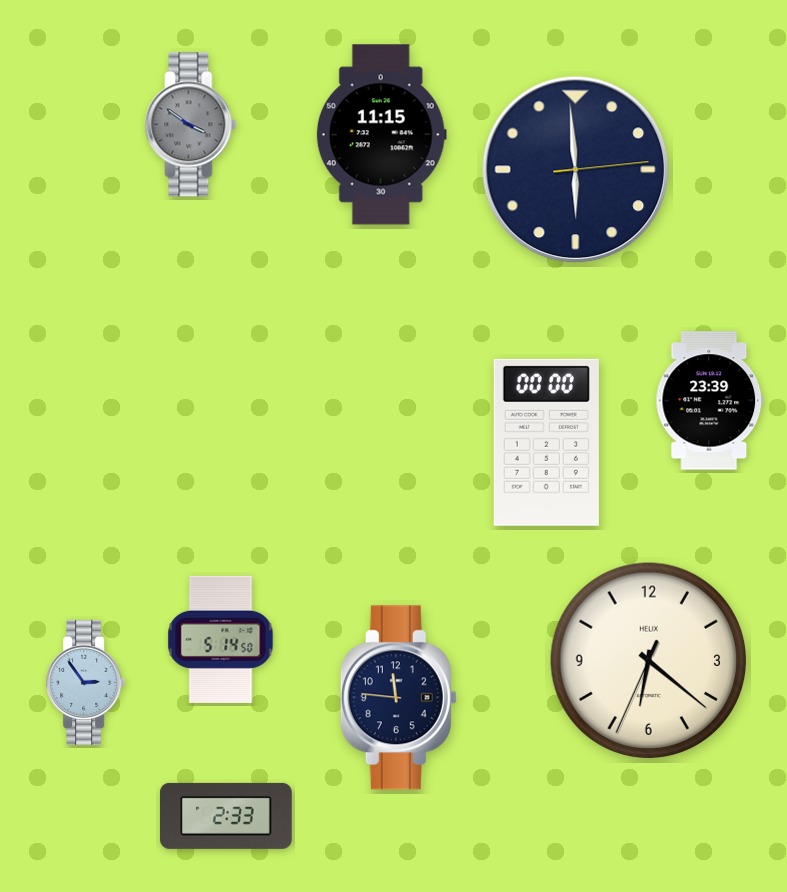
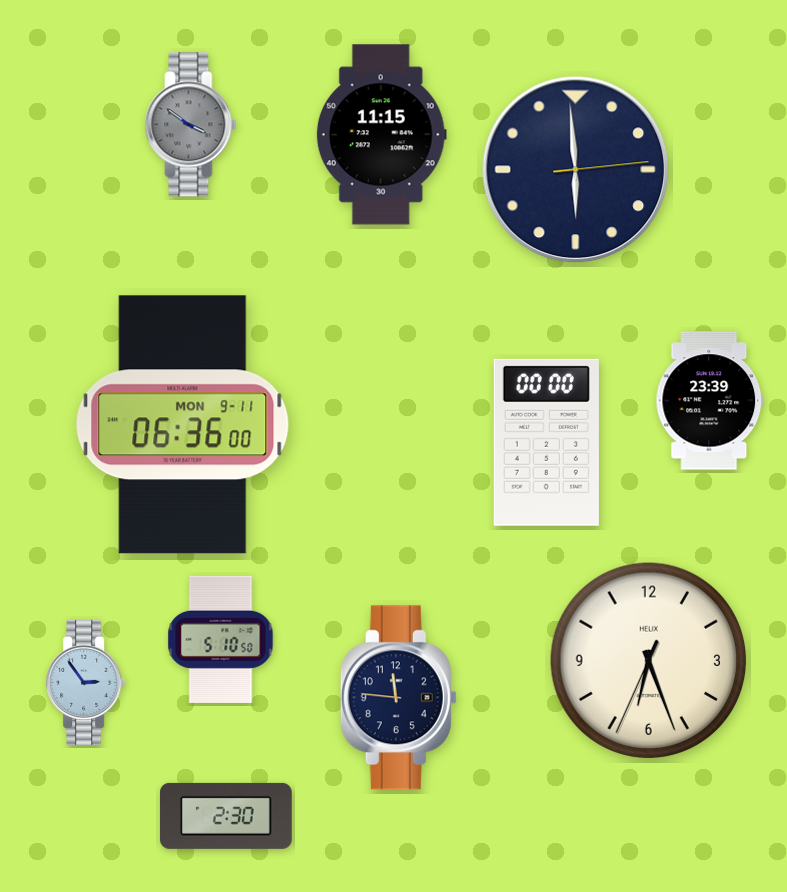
clock at (183, 425): none -> 06:36
clock at (221, 639): 5:14 -> 5:10
clock at (649, 661): 6:21 -> 6:26
clock at (226, 816): 2:33 -> 2:30
